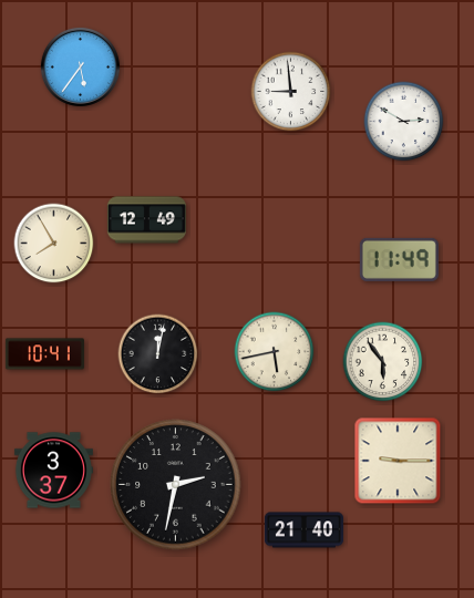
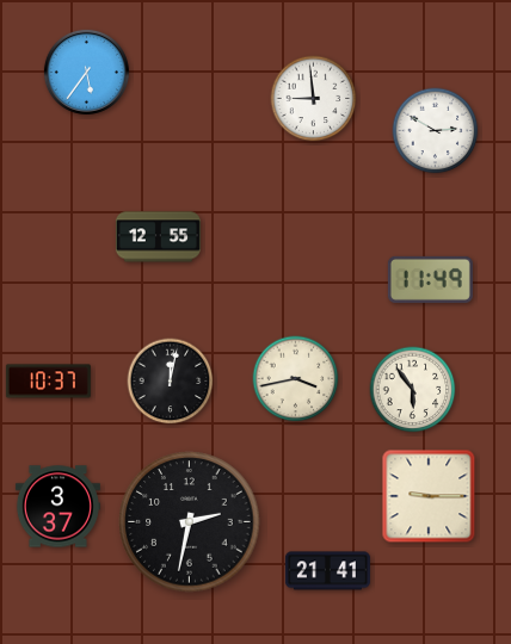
clock at (146, 220): 12:49 -> 12:55
clock at (54, 244): 7:55 -> none
clock at (275, 352): 5:43 -> 3:43
clock at (44, 354): 10:41 -> 10:37
clock at (303, 530): 21:40 -> 21:41
